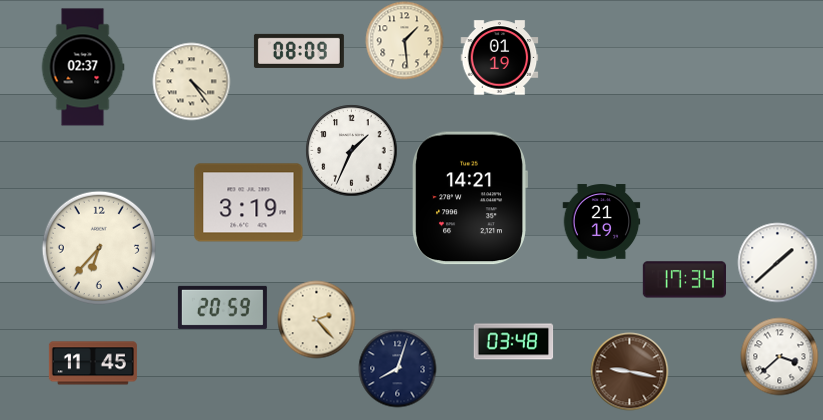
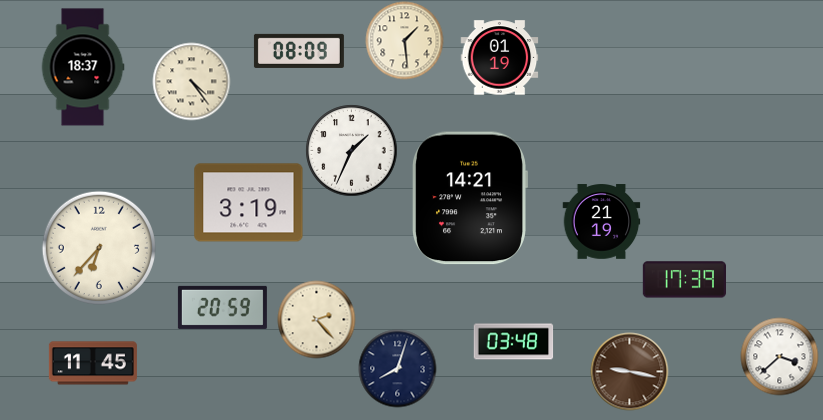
clock at (83, 67): 02:37 -> 18:37
clock at (777, 262): 1:38 -> none
clock at (684, 280): 17:34 -> 17:39
